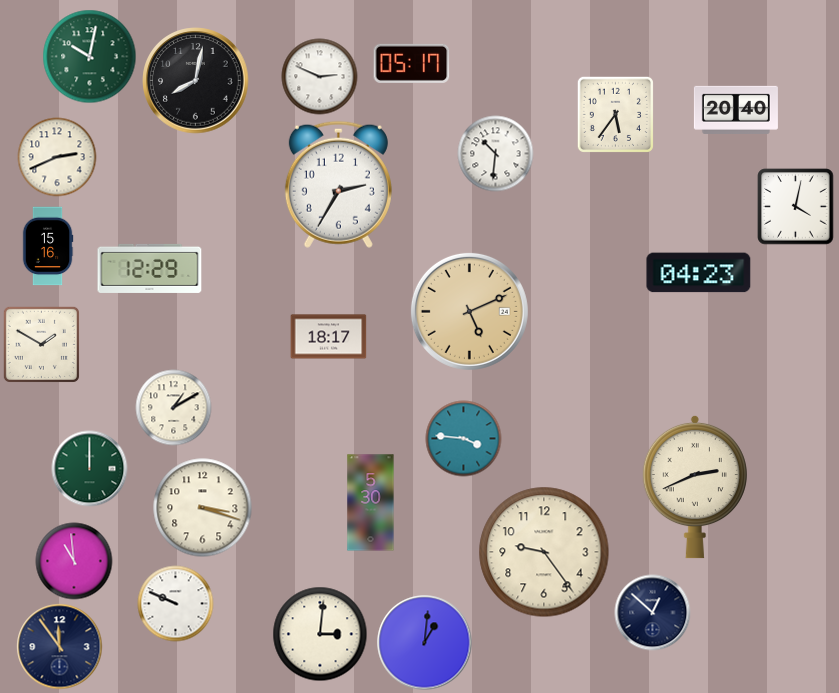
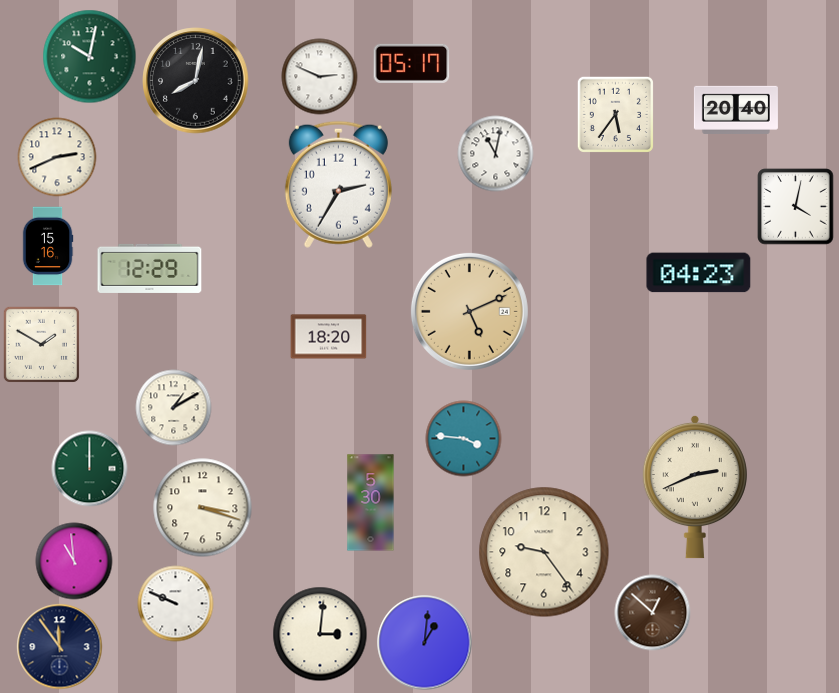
clock at (496, 154): 10:31 -> 11:02
clock at (329, 337): 18:17 -> 18:20
clock at (653, 613) dial: navy -> brown
